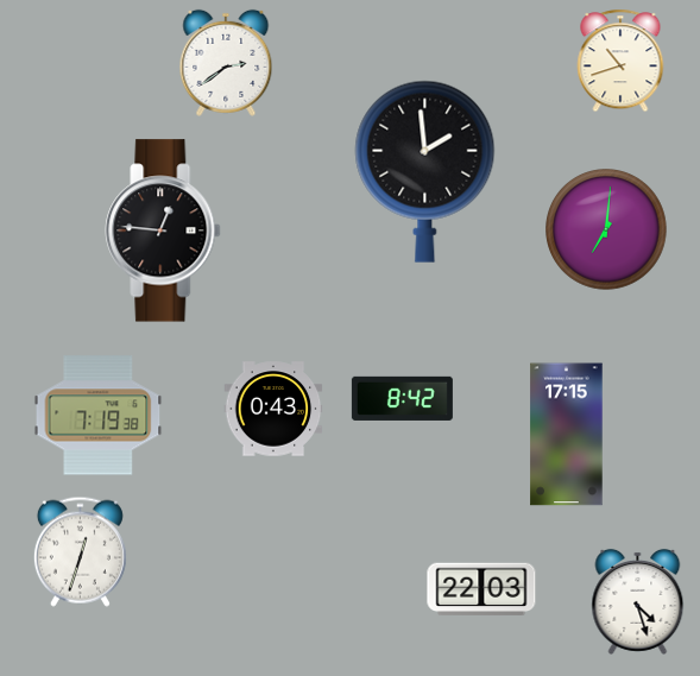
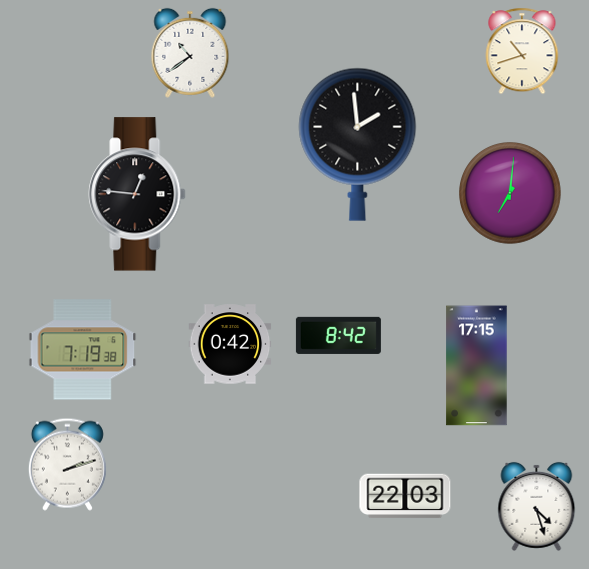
clock at (226, 63): 2:39 -> 10:39
clock at (273, 409): 0:43 -> 0:42
clock at (80, 551): 12:33 -> 2:12
